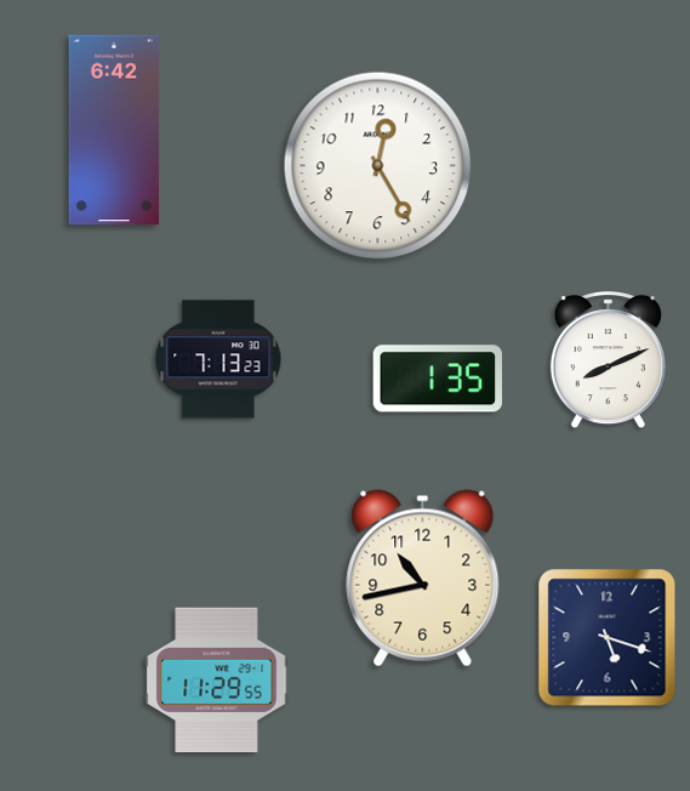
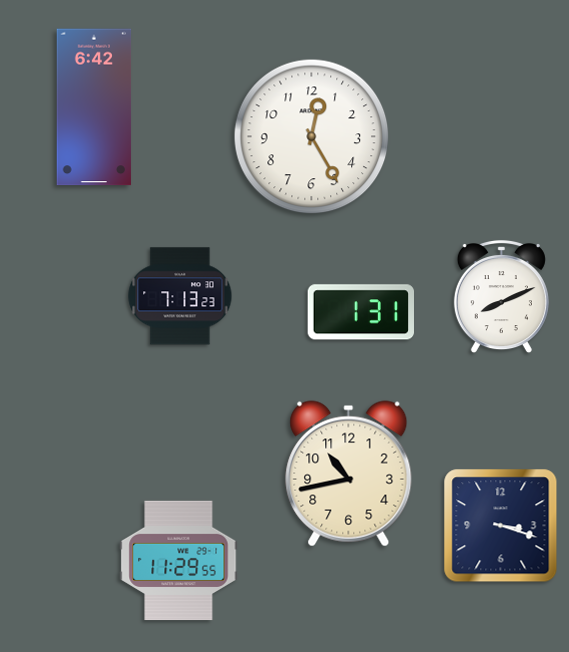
clock at (438, 379): 1:35 -> 1:31
clock at (423, 579) position: (423, 579) -> (349, 474)
clock at (608, 638): 5:18 -> 3:18
